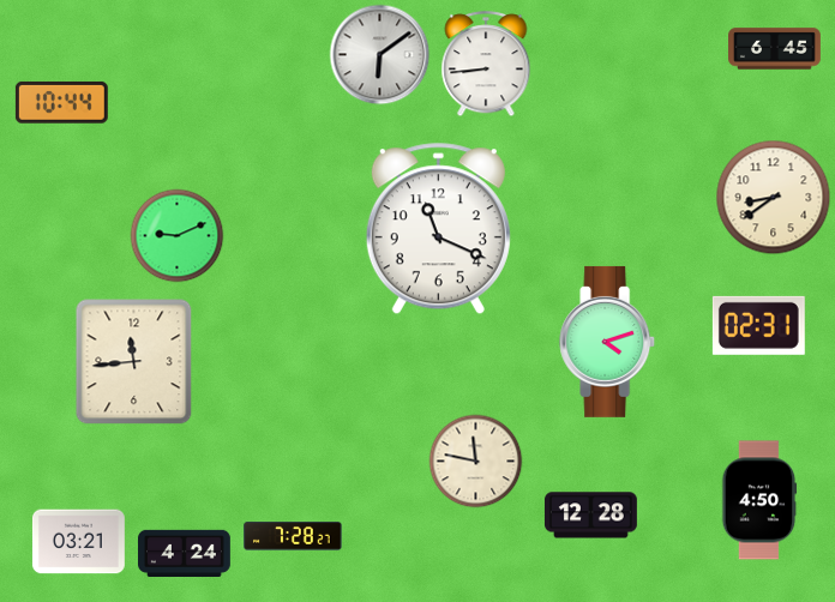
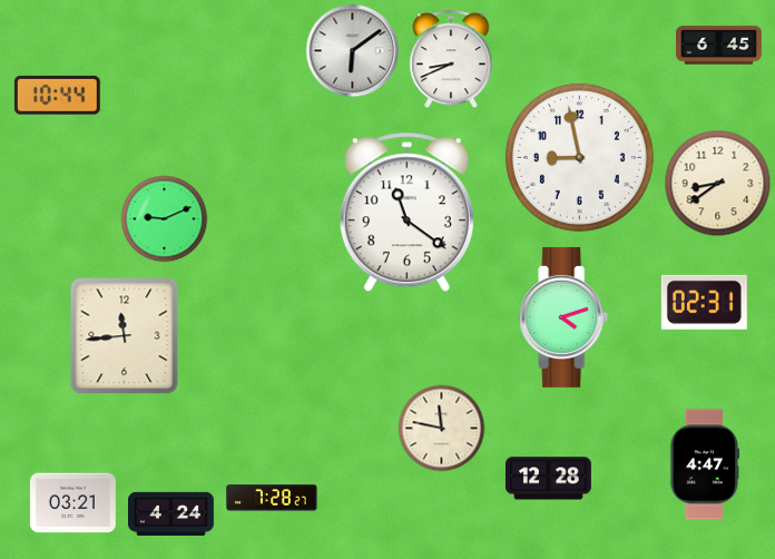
clock at (486, 64): 8:44 -> 8:41
clock at (579, 157): none -> 8:58
clock at (438, 229): 11:19 -> 11:21
clock at (759, 500): 4:50 -> 4:47
